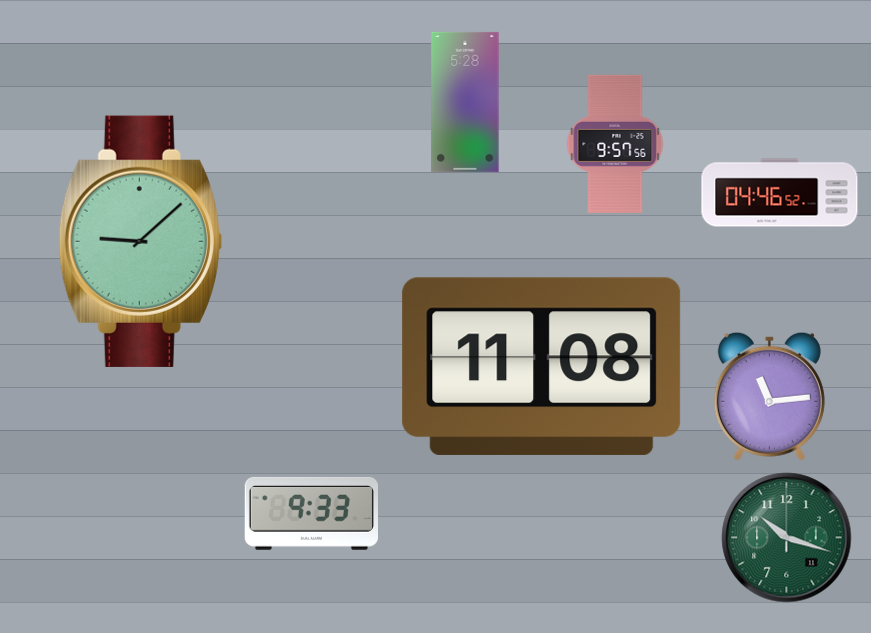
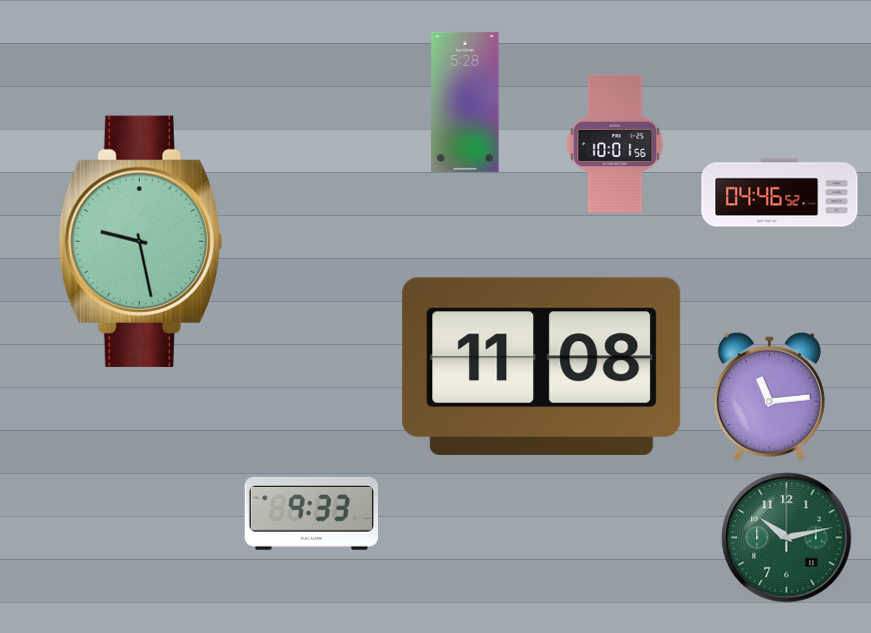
clock at (615, 144): 9:57 -> 10:01
clock at (140, 241): 9:08 -> 9:28
clock at (787, 538): 10:18 -> 10:13
